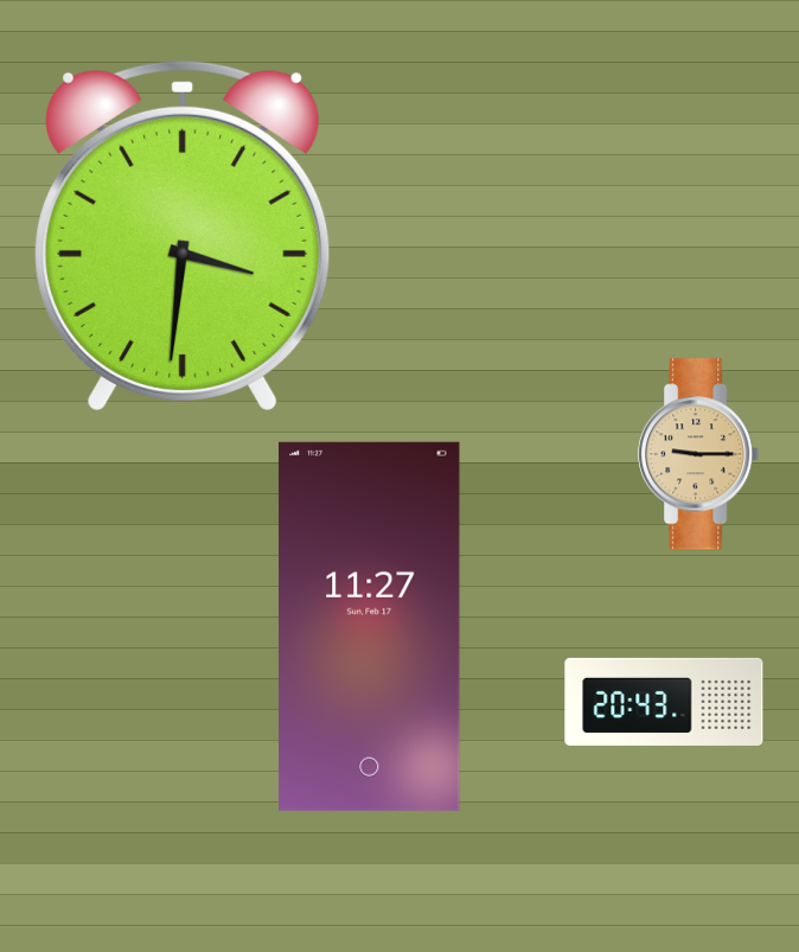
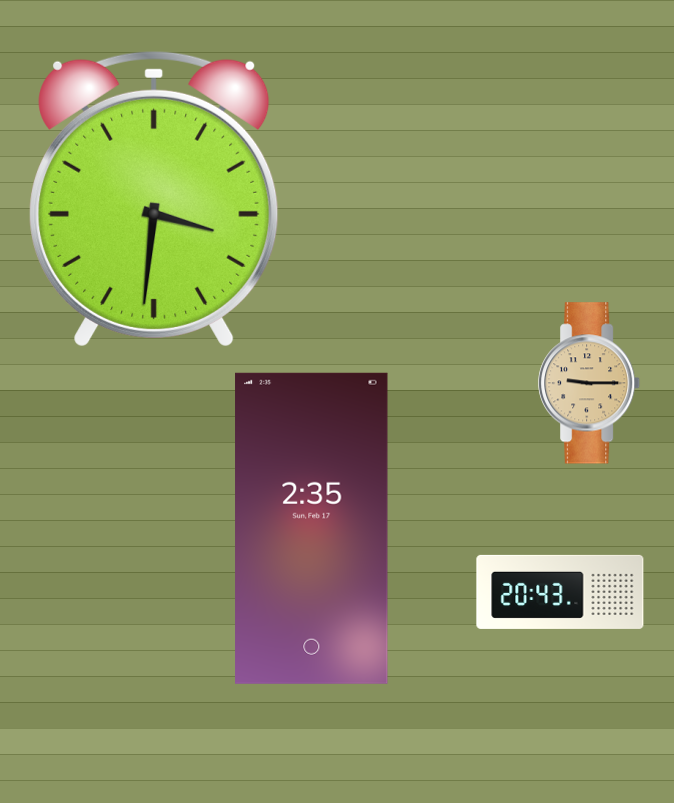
clock at (370, 626): 11:27 -> 2:35
